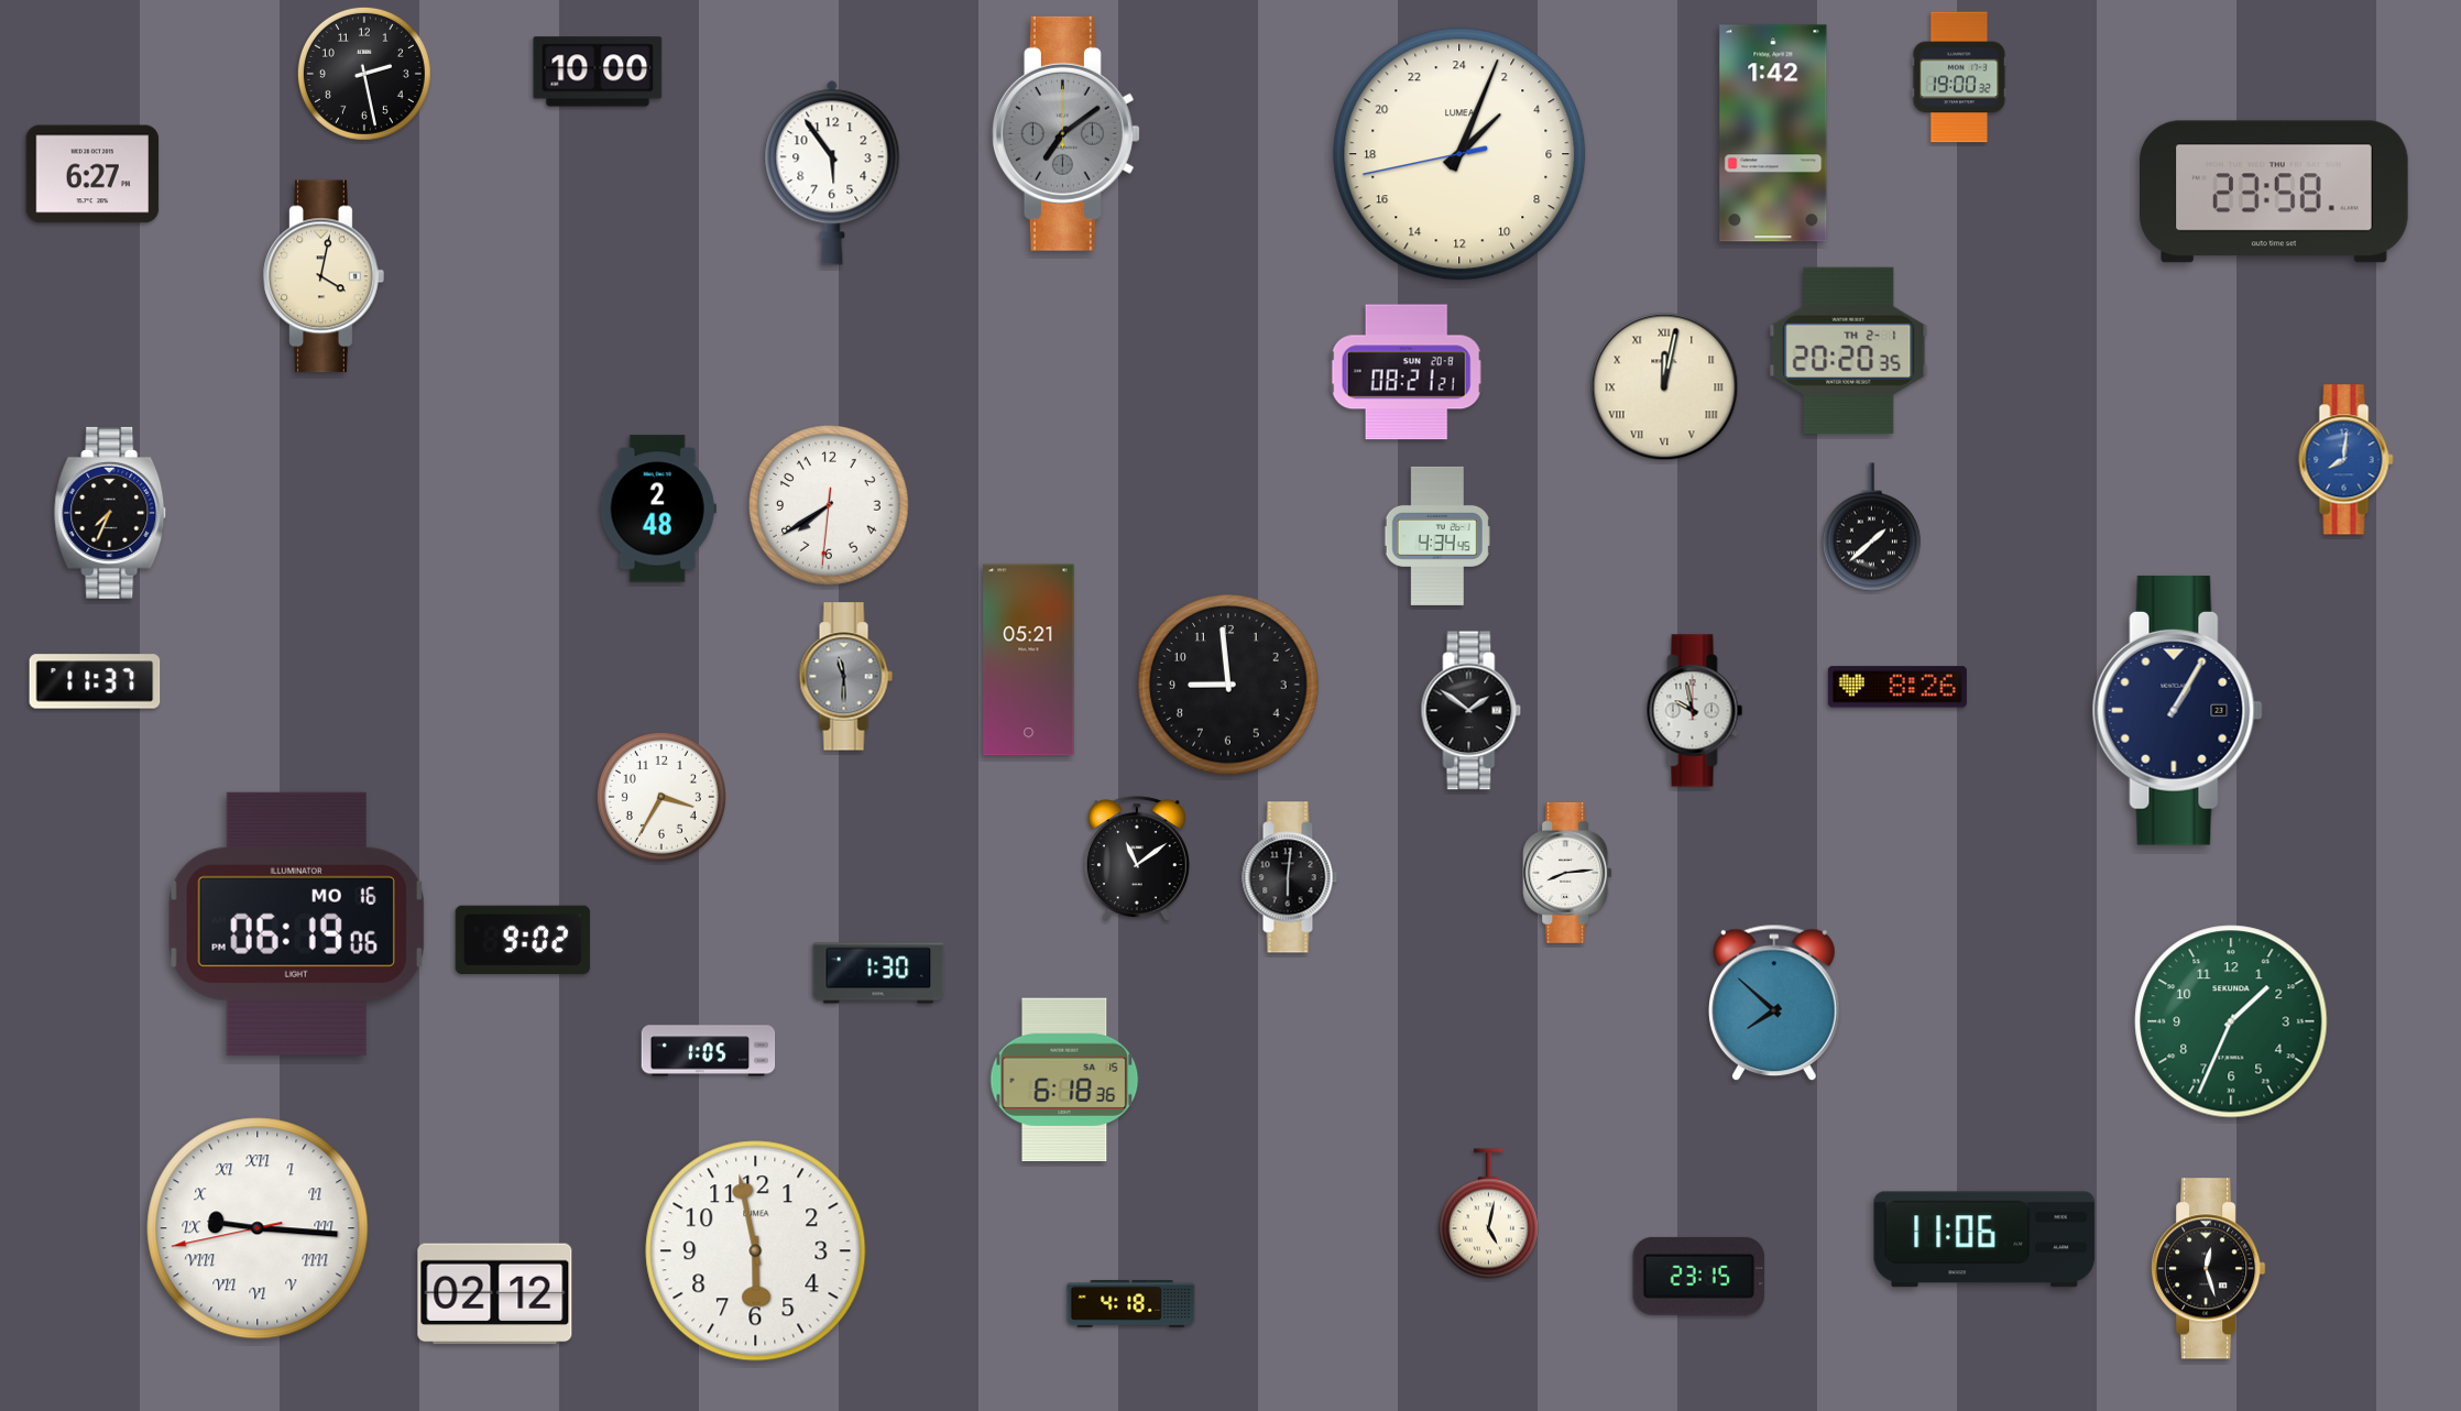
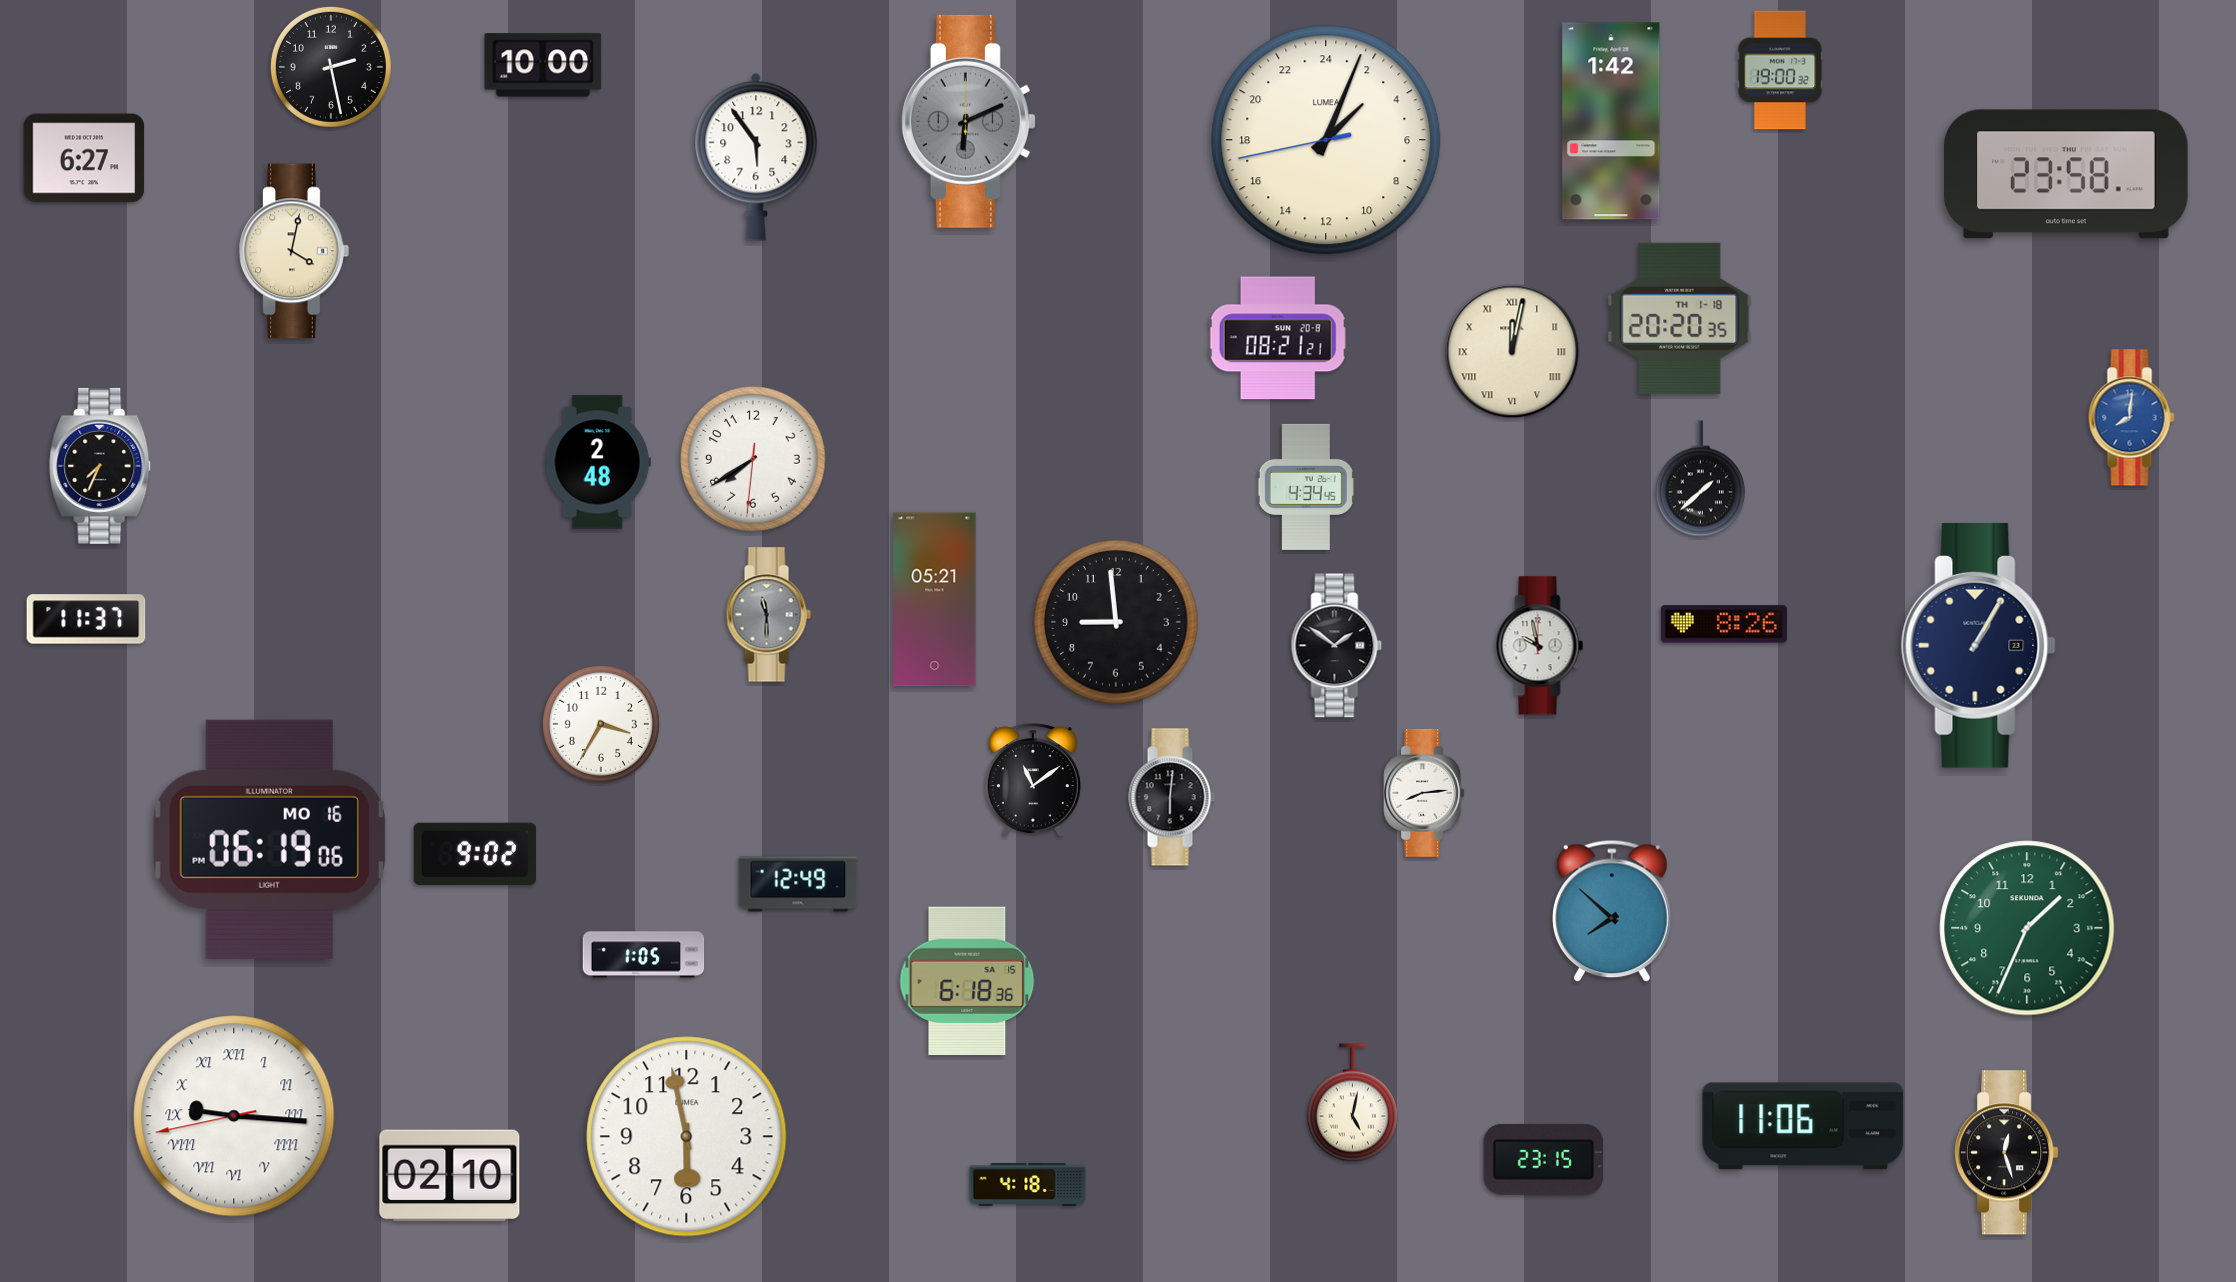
clock at (1065, 133): 7:09 -> 6:11
clock at (1849, 350) date: TH 2-1 -> TH 1-18
clock at (878, 973): 1:30 -> 12:49
clock at (495, 1294): 02:12 -> 02:10
